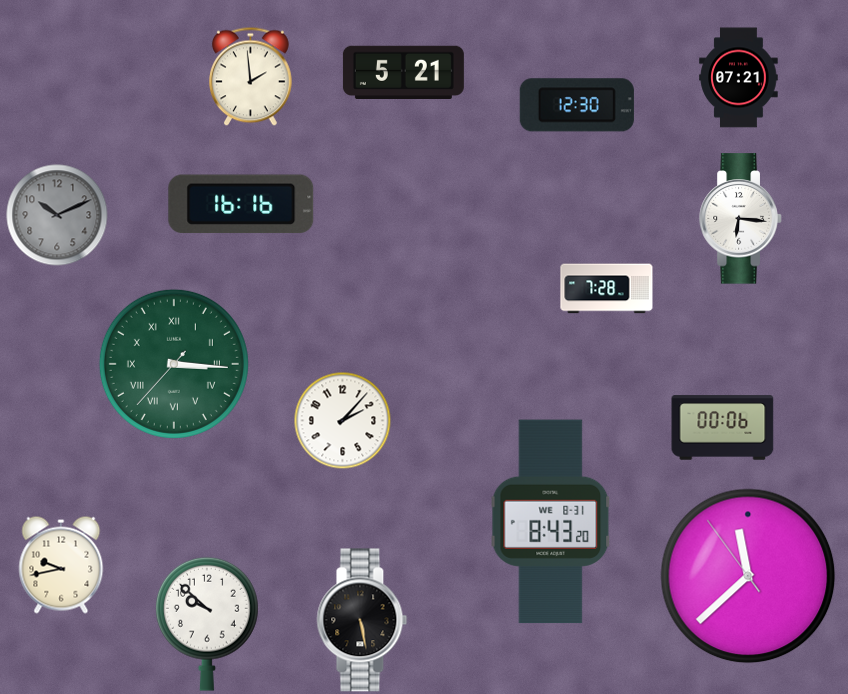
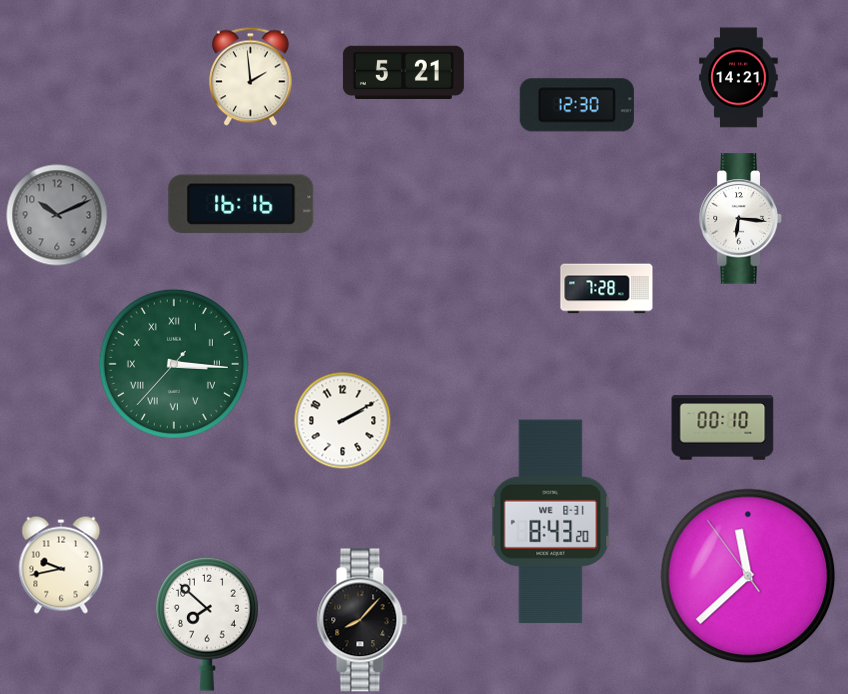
clock at (739, 78): 07:21 -> 14:21
clock at (342, 420): 2:07 -> 2:10
clock at (723, 428): 00:06 -> 00:10
clock at (362, 620): 5:28 -> 8:07
clock at (207, 624): 9:52 -> 7:52
